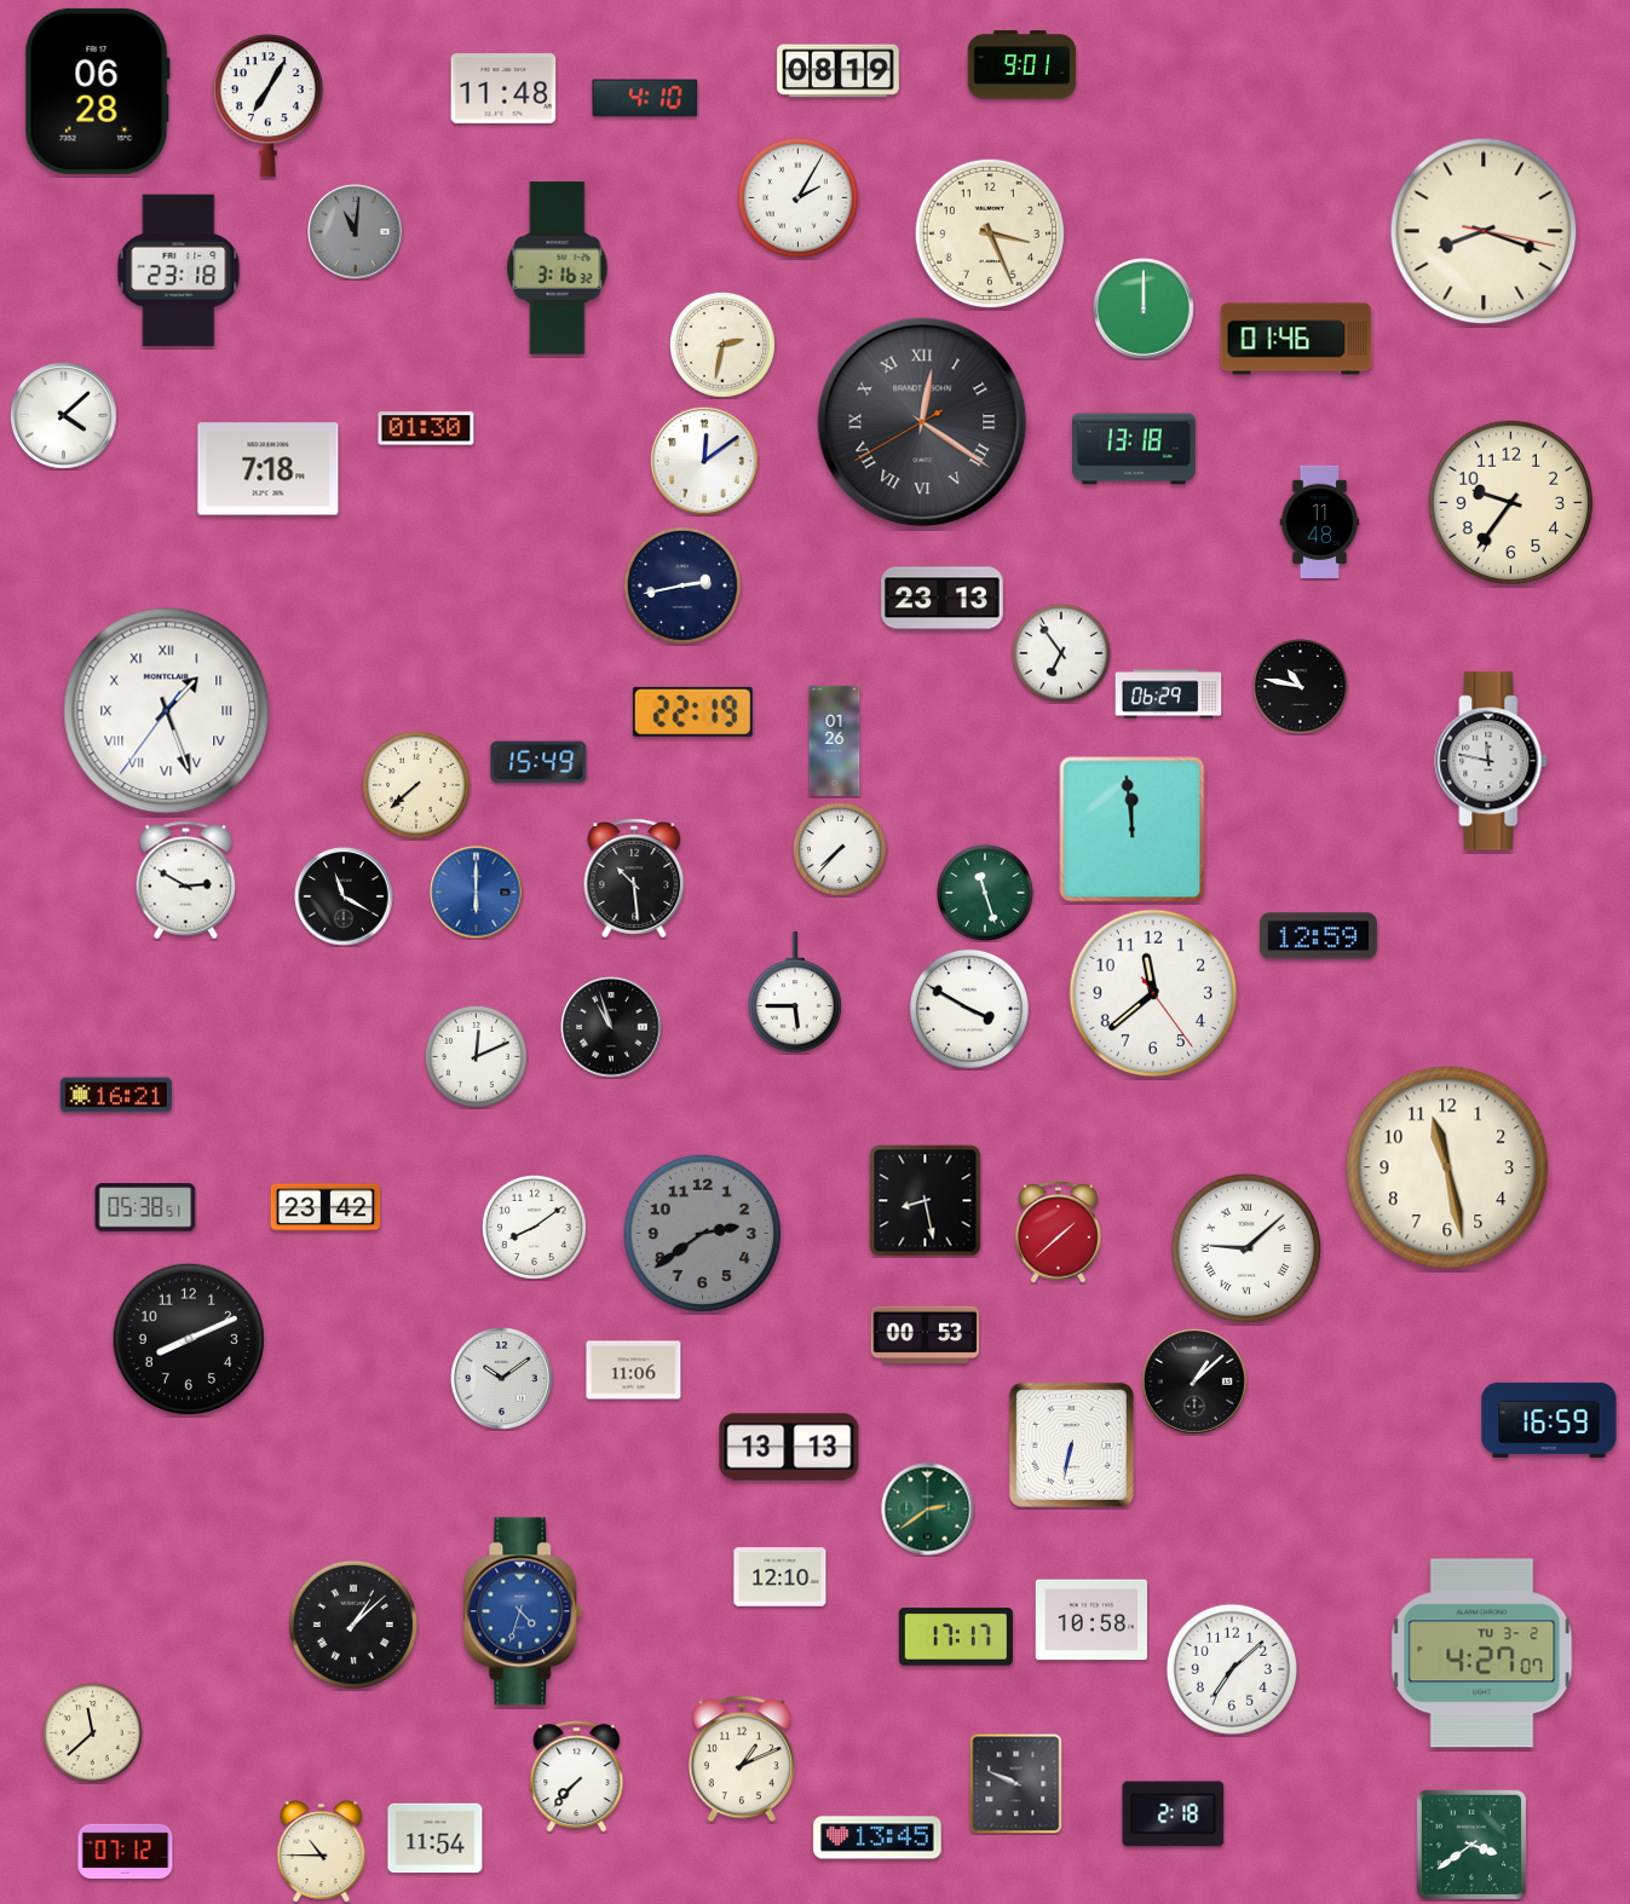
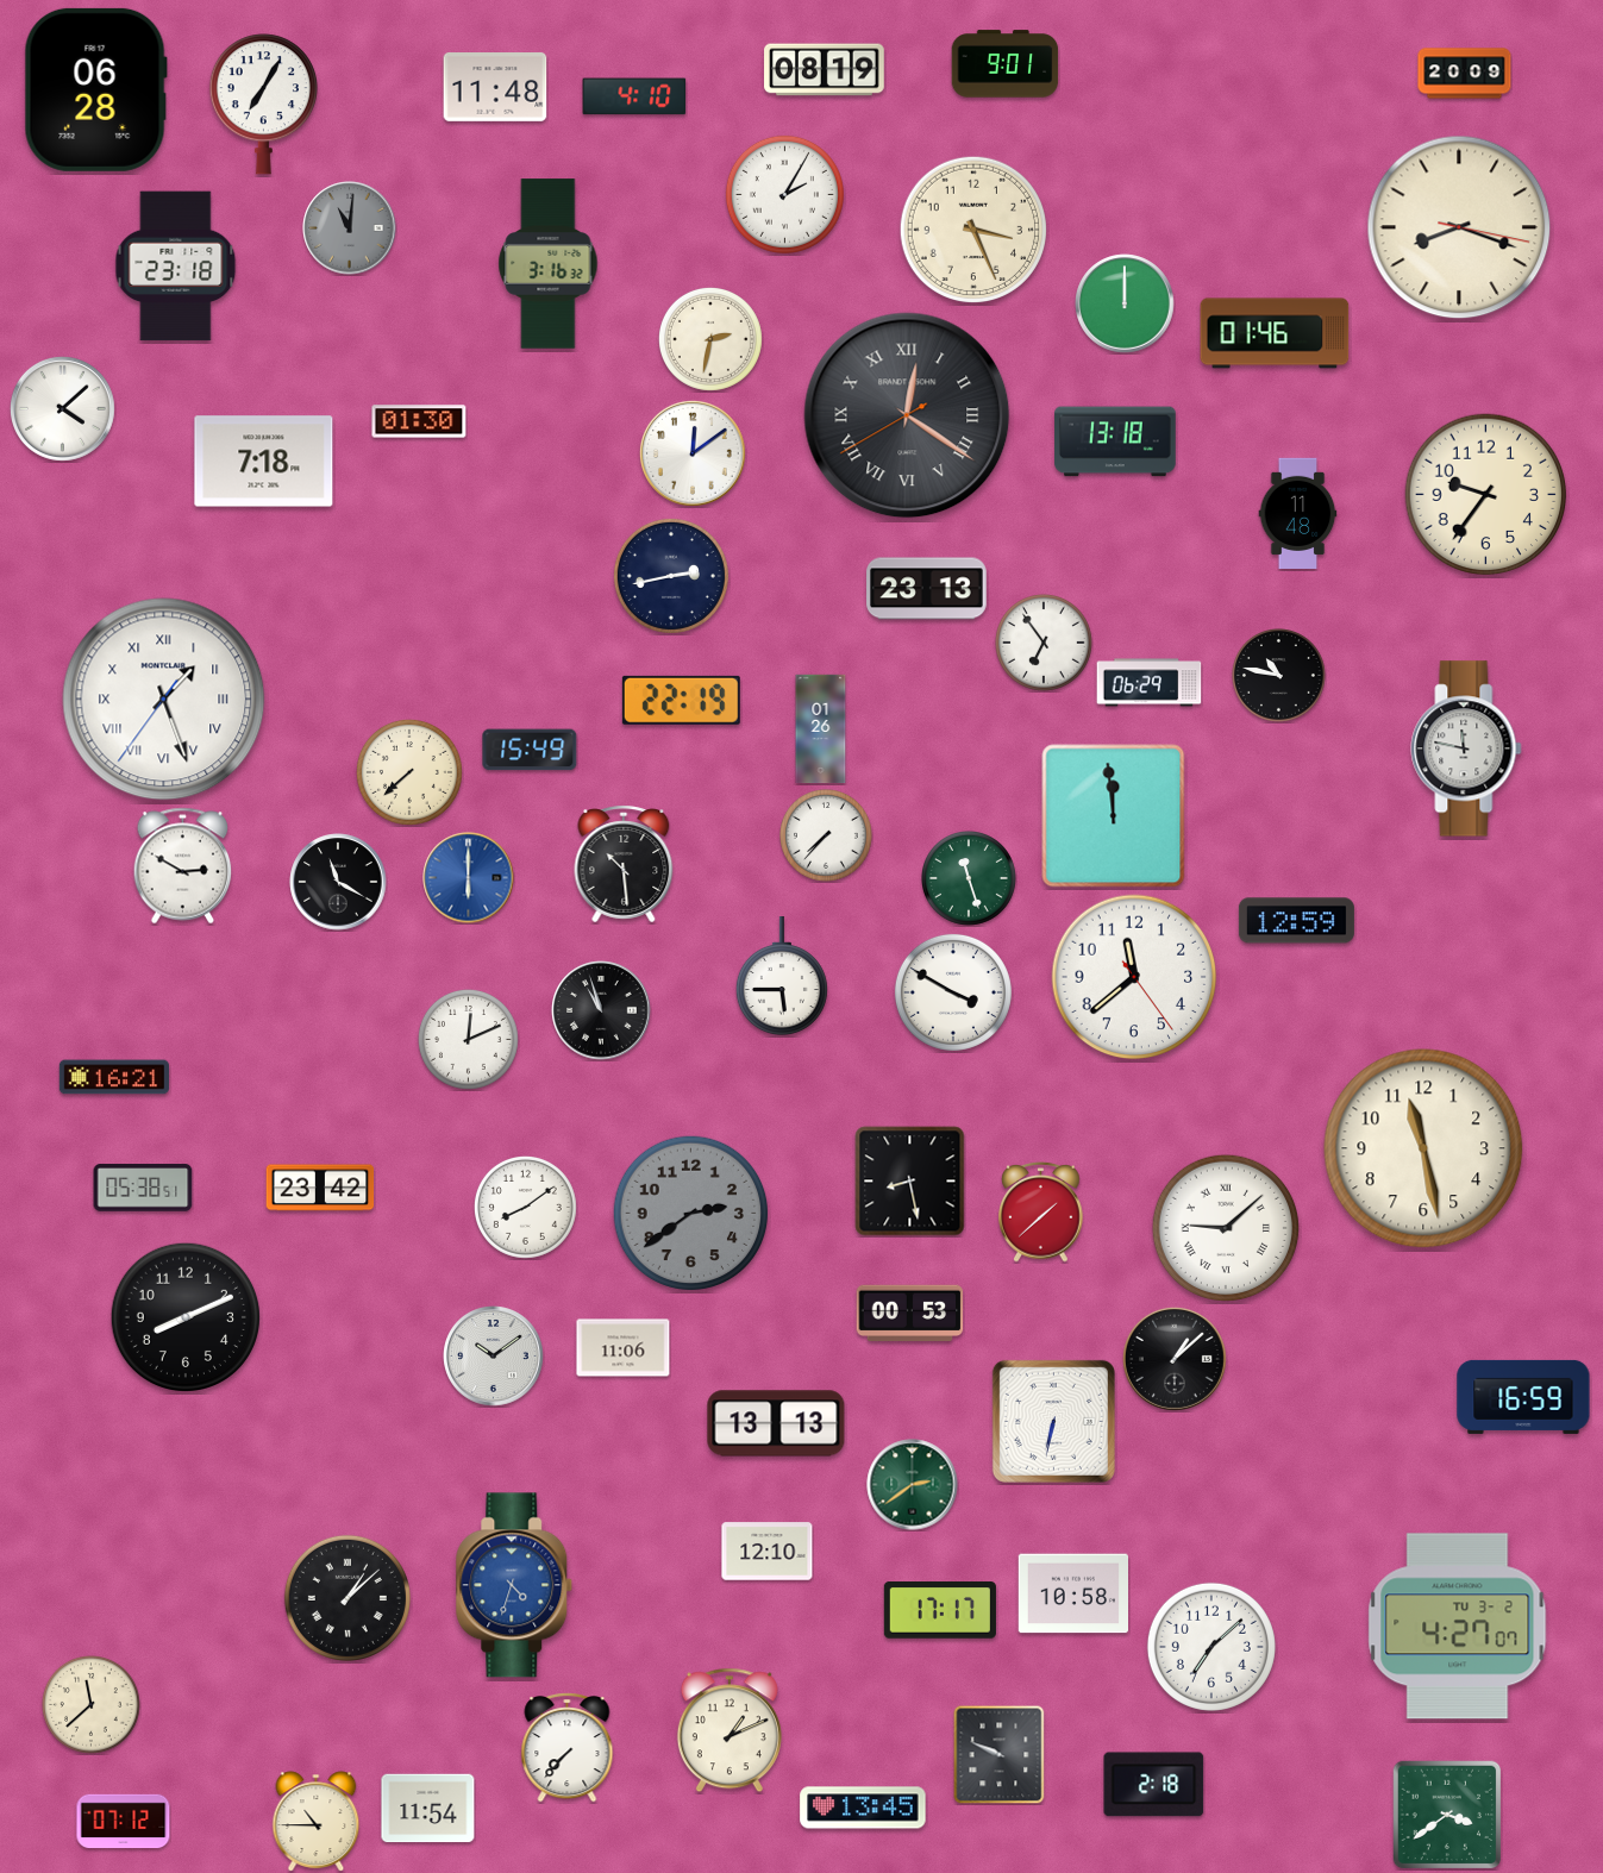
clock at (1465, 74): none -> 20:09
clock at (1232, 1669) position: (1232, 1669) -> (1211, 1647)
